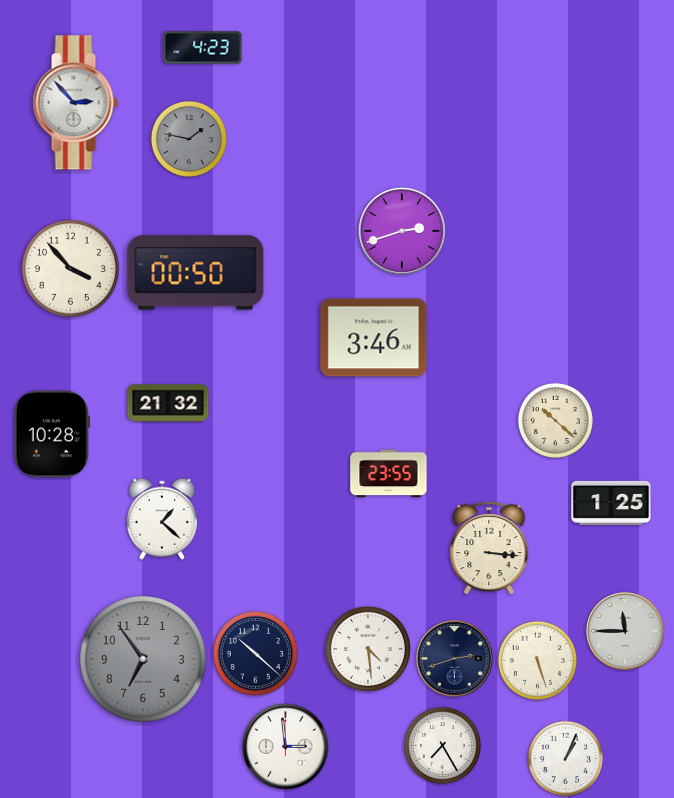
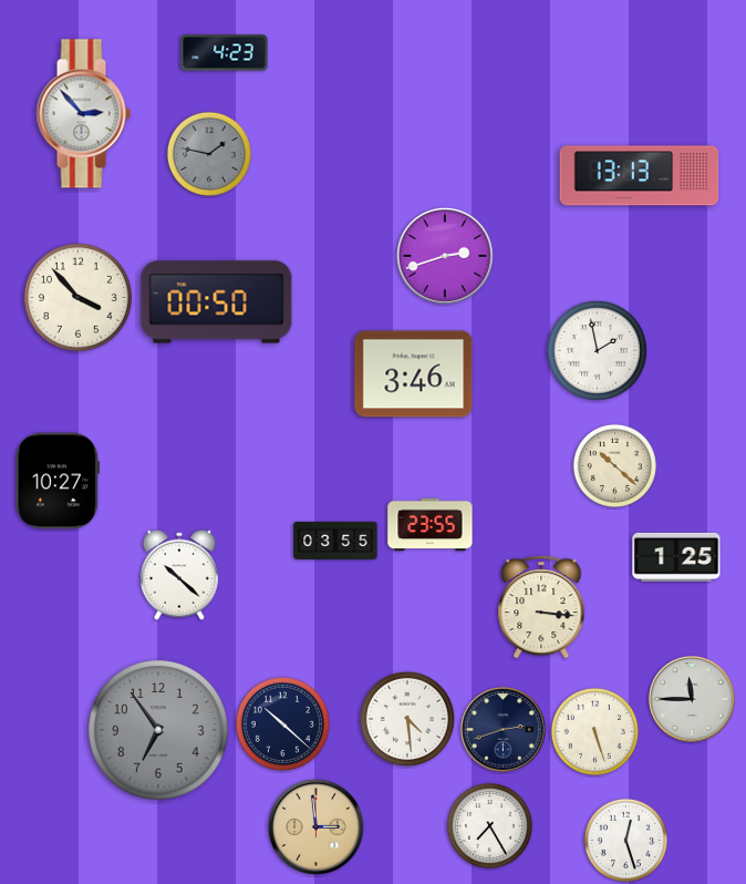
clock at (640, 176): none -> 13:13
clock at (597, 350): none -> 1:58
clock at (168, 403): 21:32 -> none
clock at (52, 434): 10:28 -> 10:27
clock at (335, 541): none -> 03:55
clock at (162, 519): 1:22 -> 10:22
clock at (285, 746) dial: white -> champagne
clock at (565, 758): 1:04 -> 12:27
